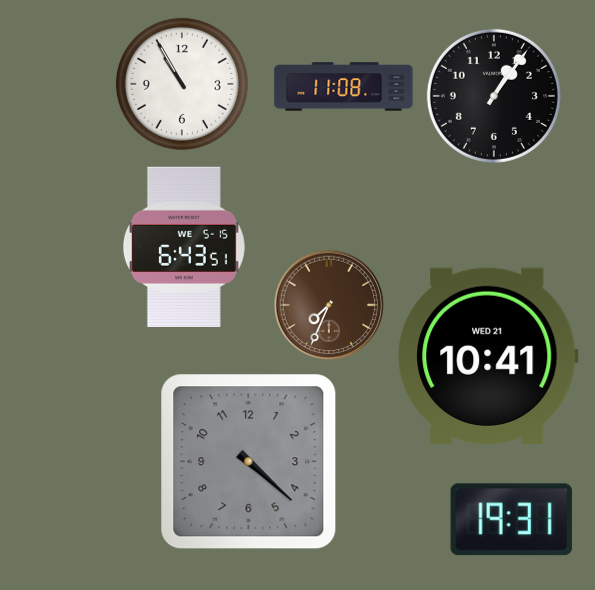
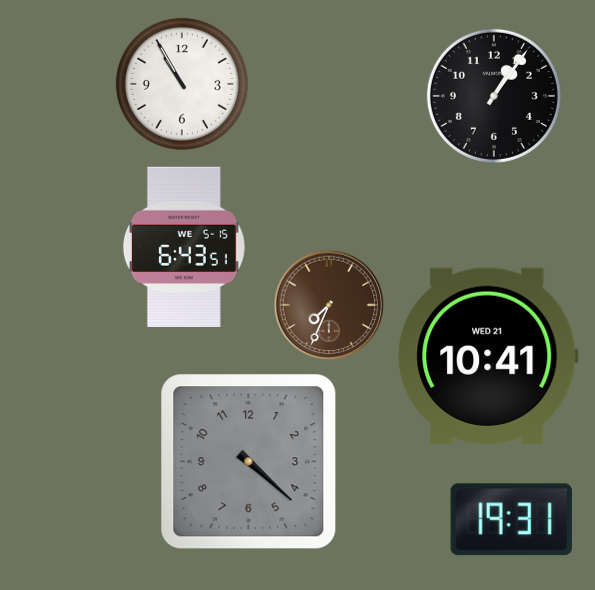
clock at (344, 87): 11:08 -> none
